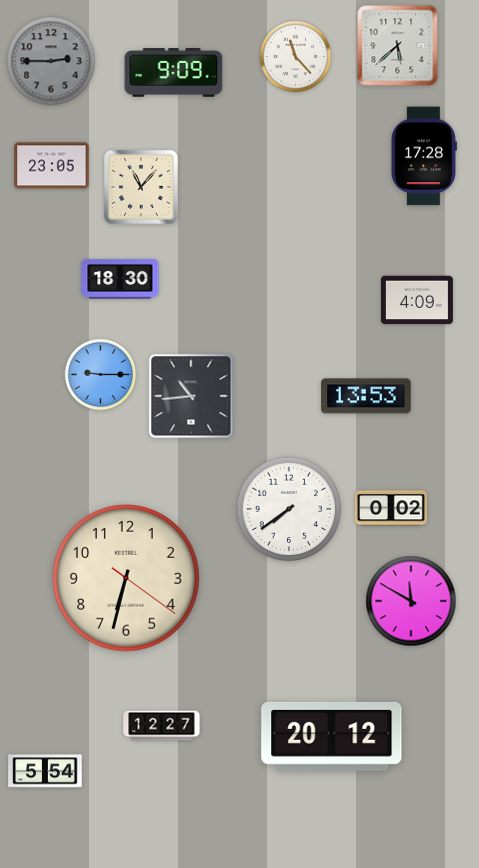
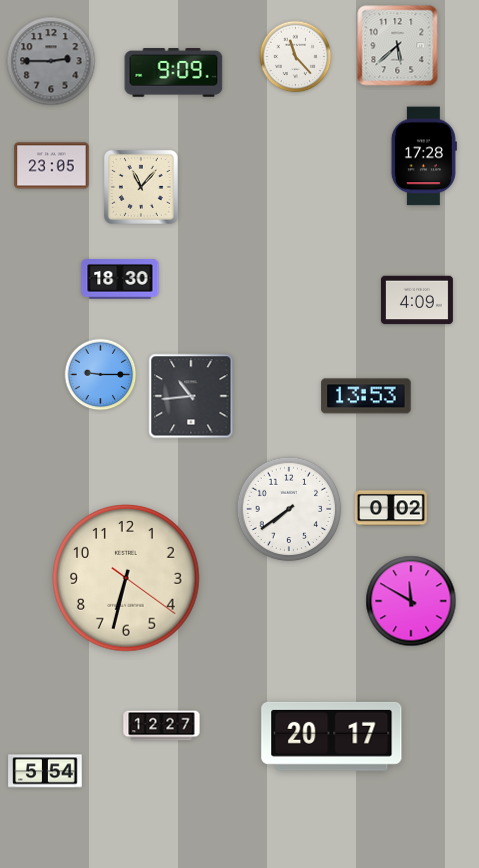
clock at (332, 736): 20:12 -> 20:17
